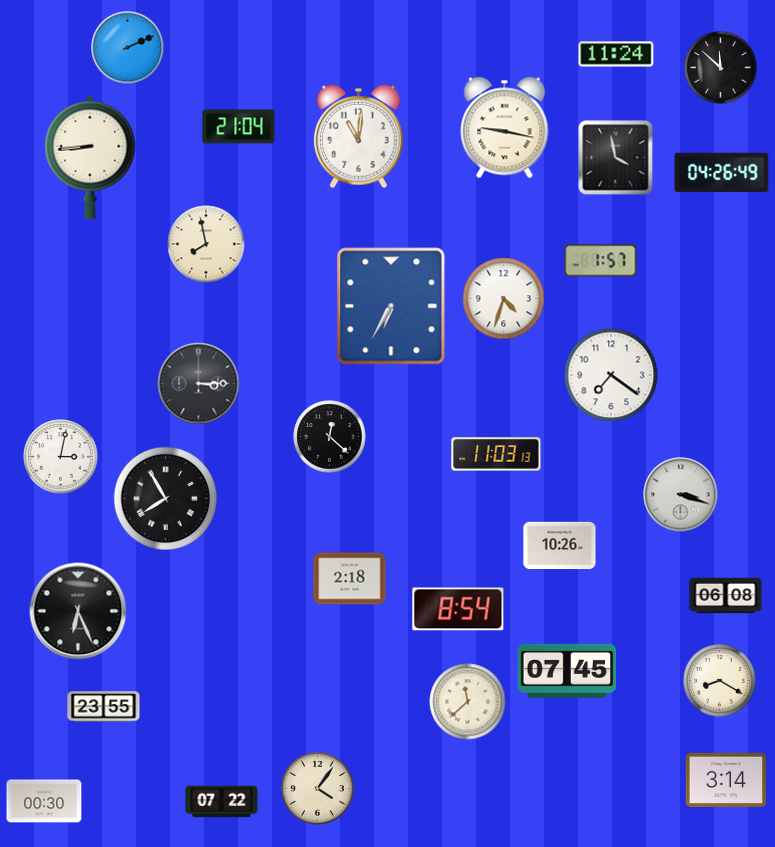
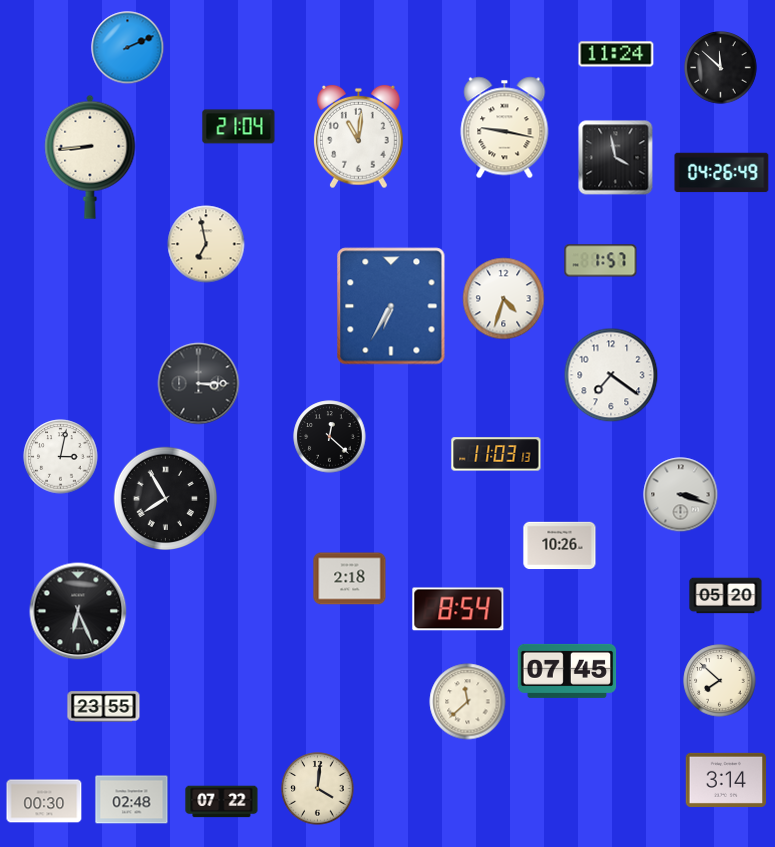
clock at (206, 244): 7:58 -> 6:58
clock at (726, 596): 06:08 -> 05:20
clock at (720, 681): 8:20 -> 7:52
clock at (318, 789): 4:06 -> 4:01
clock at (132, 800): none -> 02:48
